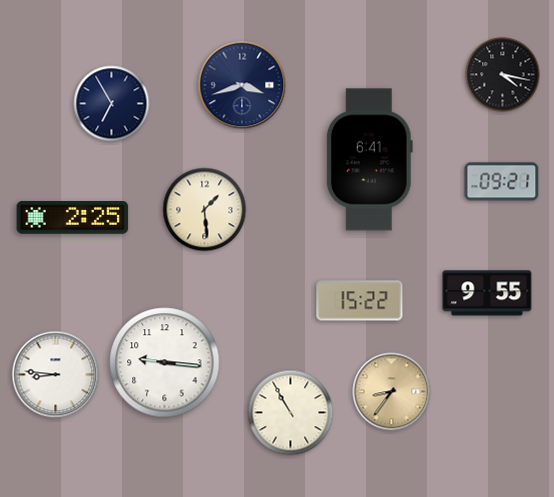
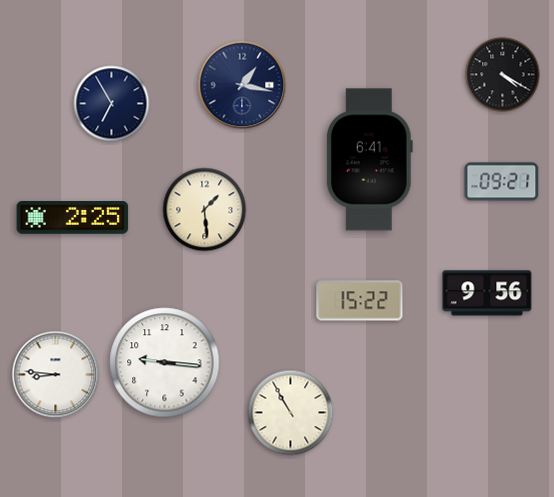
clock at (503, 75): 4:17 -> 4:20
clock at (242, 85): 3:42 -> 1:17
clock at (487, 293): 9:55 -> 9:56
clock at (392, 392): 8:36 -> none
